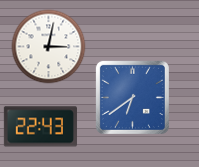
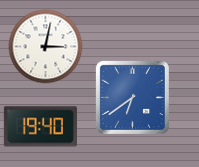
clock at (49, 47) position: (49, 47) -> (46, 47)
clock at (40, 127): 22:43 -> 19:40
